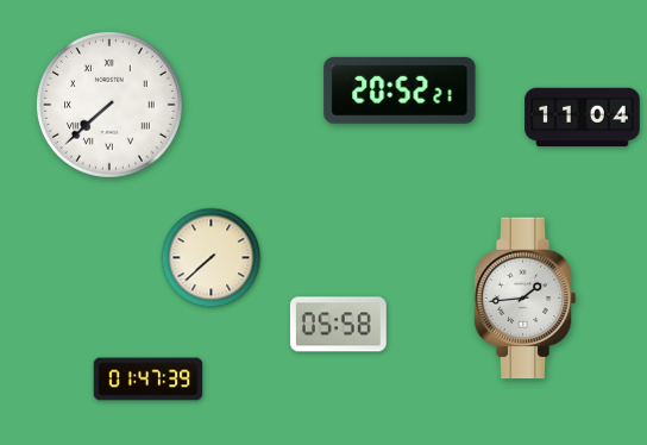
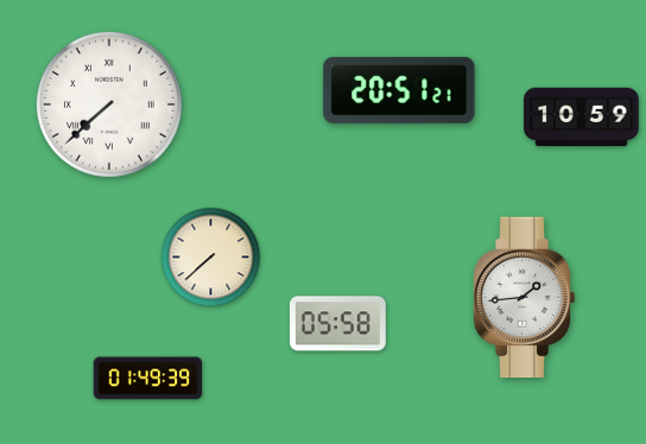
clock at (400, 90): 20:52 -> 20:51
clock at (583, 118): 11:04 -> 10:59
clock at (149, 380): 01:47 -> 01:49
